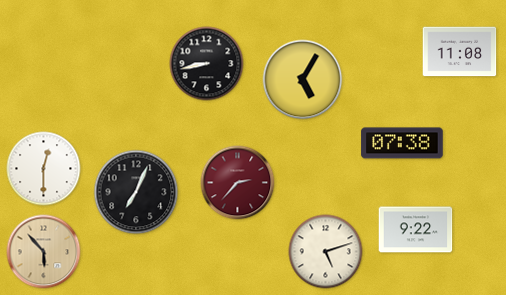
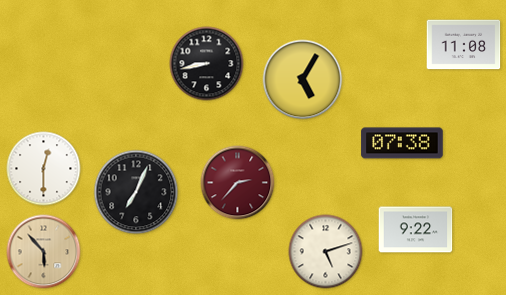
clock at (460, 52) position: (460, 52) -> (464, 45)
